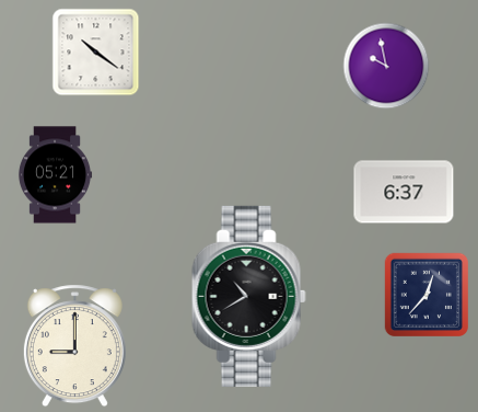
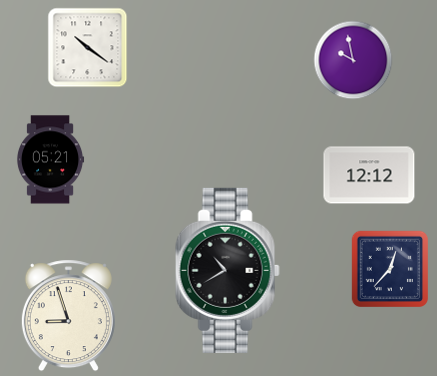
clock at (404, 192): 6:37 -> 12:12
clock at (74, 346): 9:00 -> 8:57
